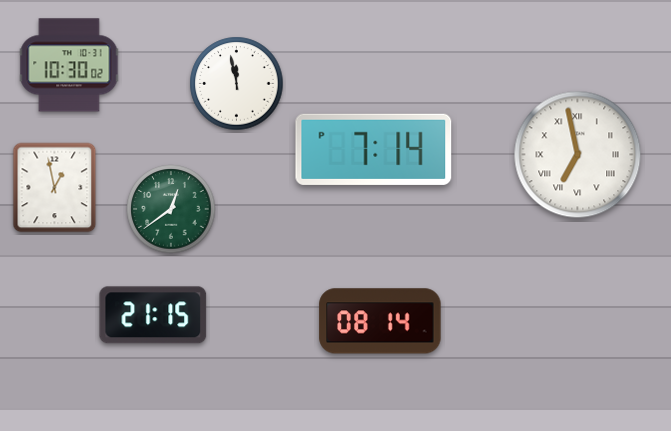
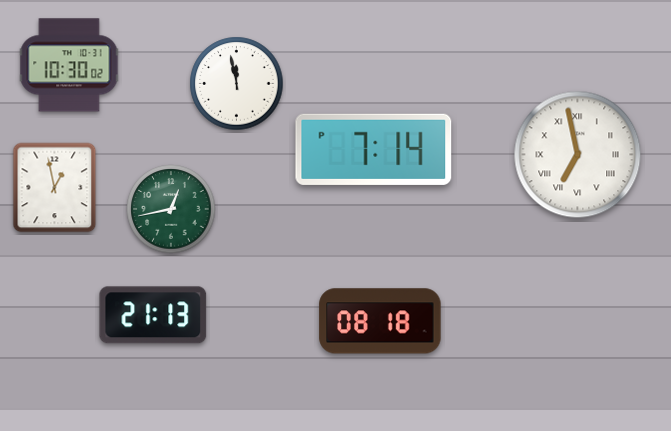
clock at (171, 209): 12:39 -> 12:43
clock at (153, 315): 21:15 -> 21:13
clock at (380, 321): 08:14 -> 08:18
